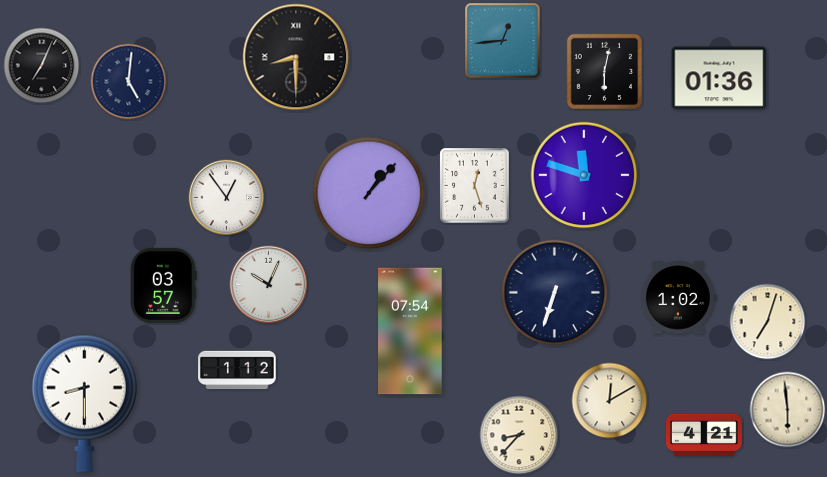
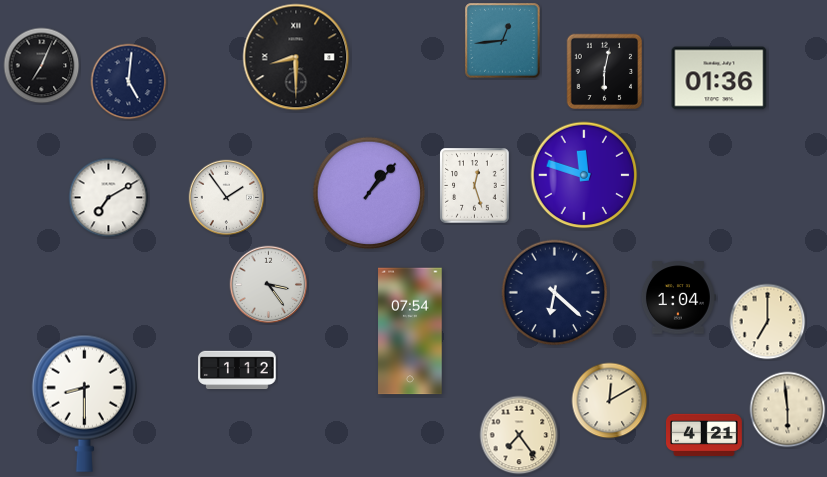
clock at (109, 198): none -> 7:10
clock at (227, 198): 12:54 -> 1:54
clock at (164, 285): 03:57 -> none
clock at (269, 285): 10:04 -> 3:24
clock at (555, 293): 6:33 -> 6:22
clock at (678, 298): 1:02 -> 1:04
clock at (768, 322): 7:03 -> 7:00
clock at (519, 435): 8:37 -> 7:24
